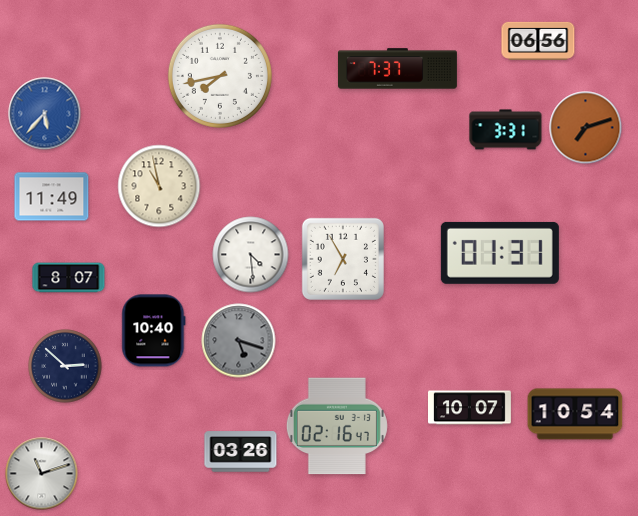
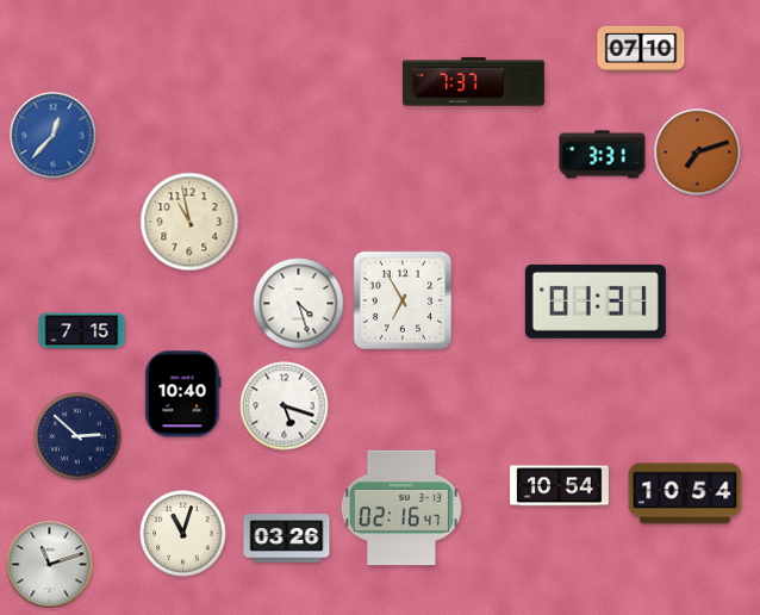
clock at (538, 41): 06:56 -> 07:10
clock at (220, 76): 7:43 -> none
clock at (45, 114): 5:37 -> 12:37
clock at (52, 197): 11:49 -> none
clock at (251, 255): 4:29 -> 4:27
clock at (343, 259) position: (343, 259) -> (403, 300)
clock at (69, 278): 8:07 -> 7:15
clock at (239, 341) dial: grey -> white
clock at (470, 408): 10:07 -> 10:54
clock at (183, 534): none -> 11:03
